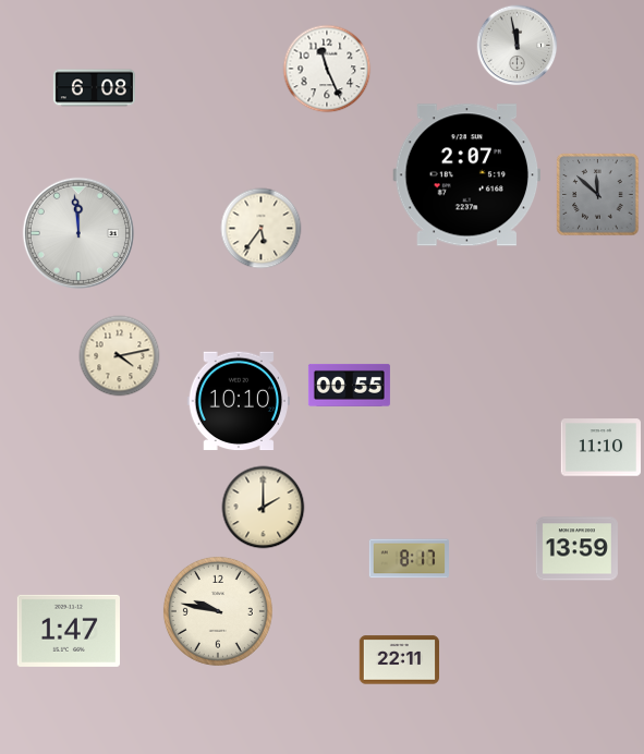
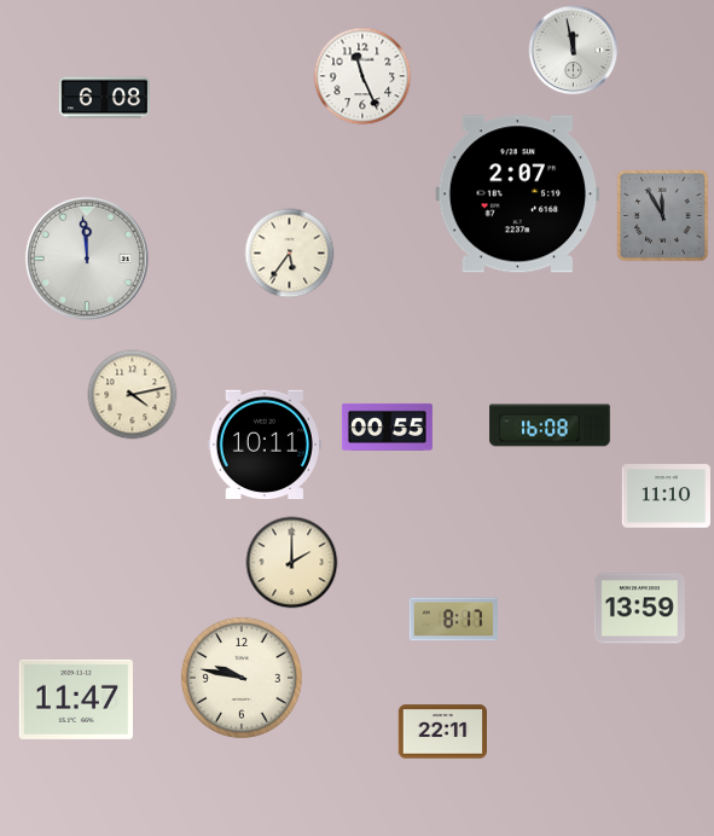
clock at (598, 195): 11:52 -> 11:55
clock at (550, 425): none -> 16:08
clock at (238, 401): 10:10 -> 10:11
clock at (68, 631): 1:47 -> 11:47
